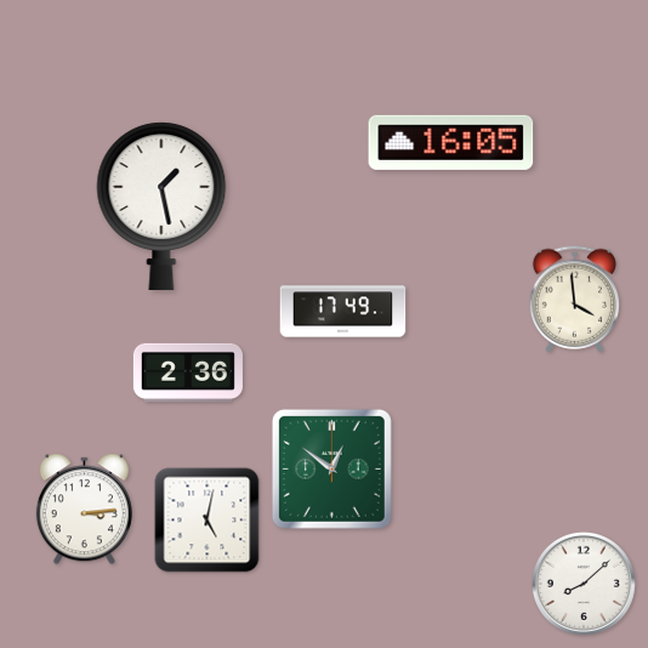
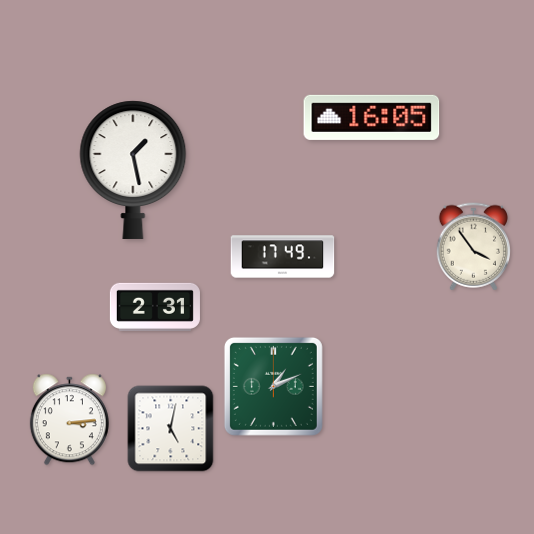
clock at (574, 300): 3:59 -> 3:54
clock at (188, 373): 2:36 -> 2:31
clock at (331, 468): 12:51 -> 1:11
clock at (584, 584): 8:08 -> none
